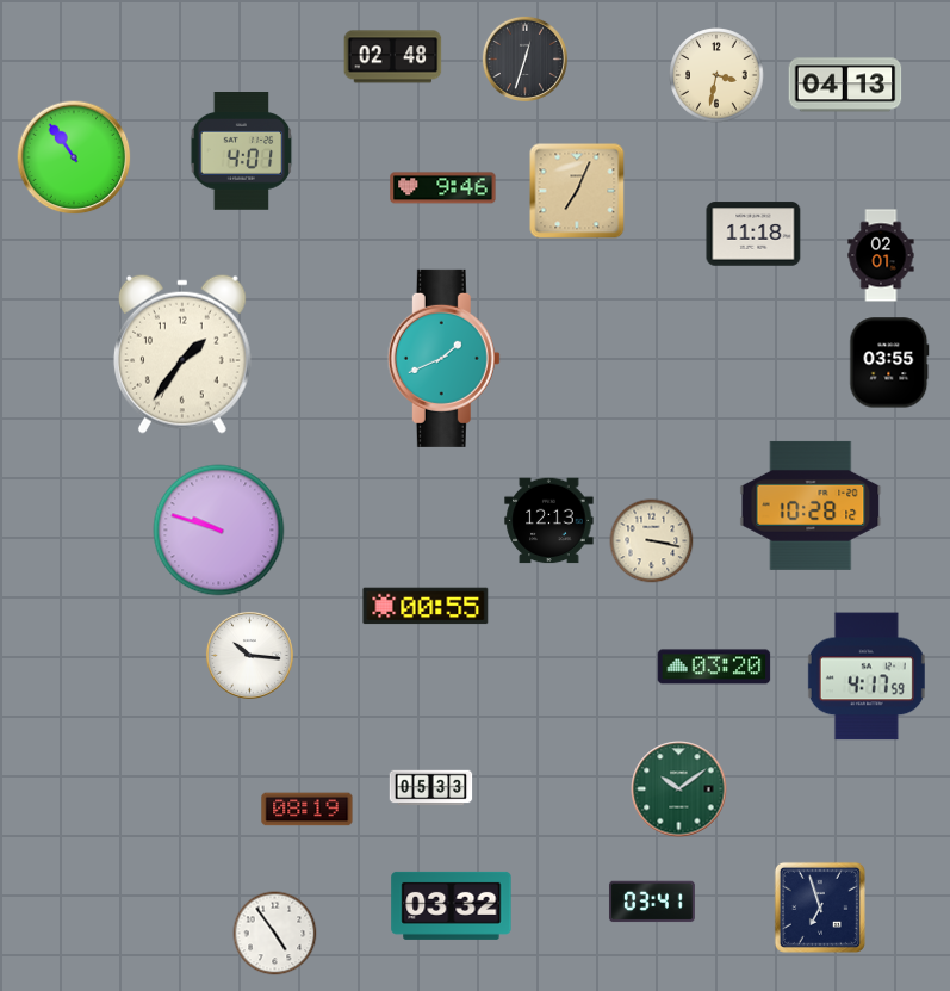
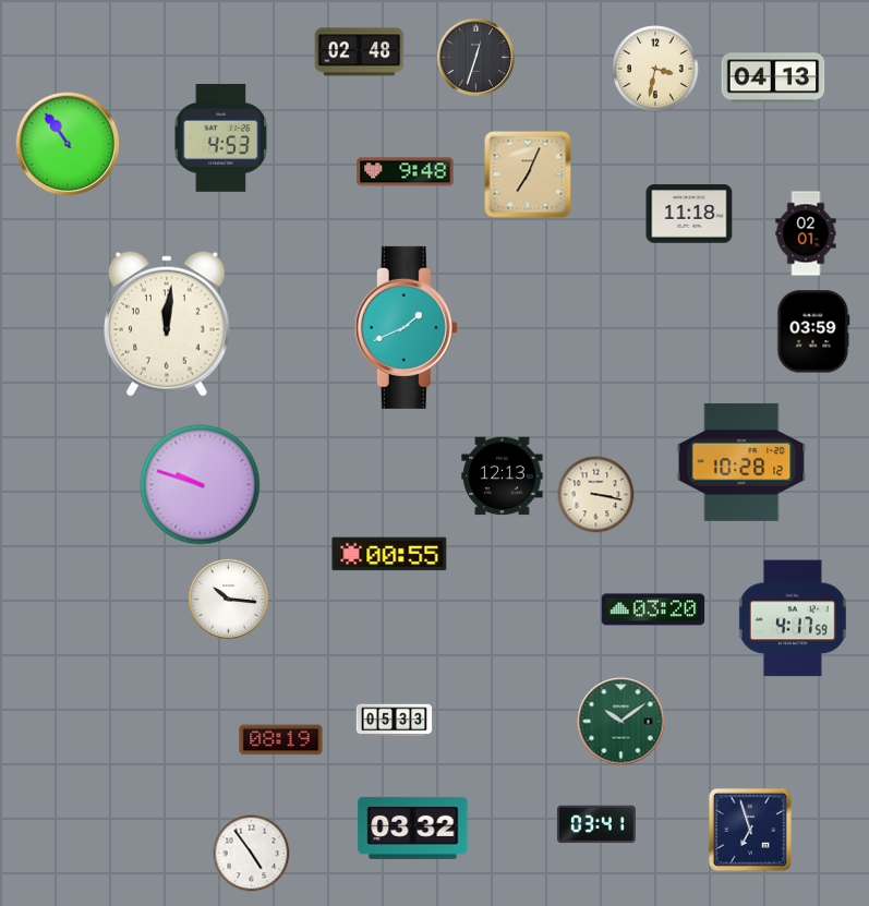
clock at (524, 58) position: (524, 58) -> (475, 57)
clock at (242, 151): 4:01 -> 4:53
clock at (443, 188): 9:46 -> 9:48
clock at (182, 354): 1:36 -> 12:01
clock at (889, 363): 03:55 -> 03:59
